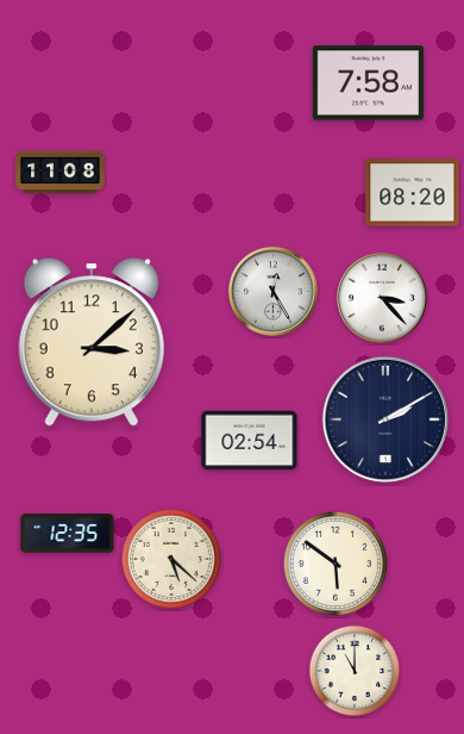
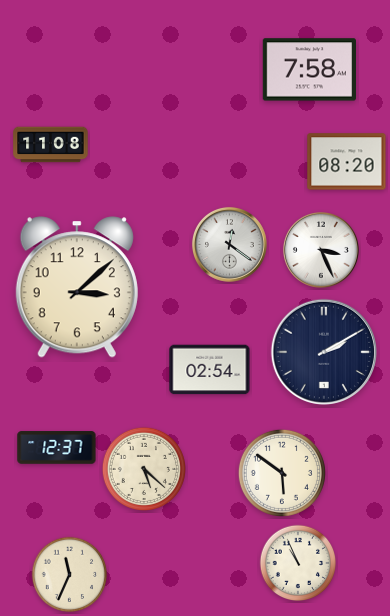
clock at (272, 291): 12:25 -> 12:21
clock at (382, 298): 3:23 -> 3:26
clock at (68, 534): 12:35 -> 12:37
clock at (355, 671): 11:00 -> 10:56
clock at (70, 575): none -> 11:34
